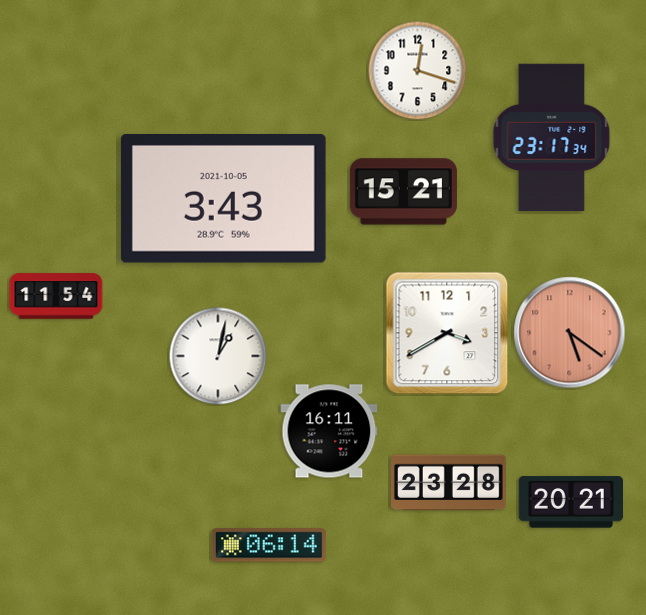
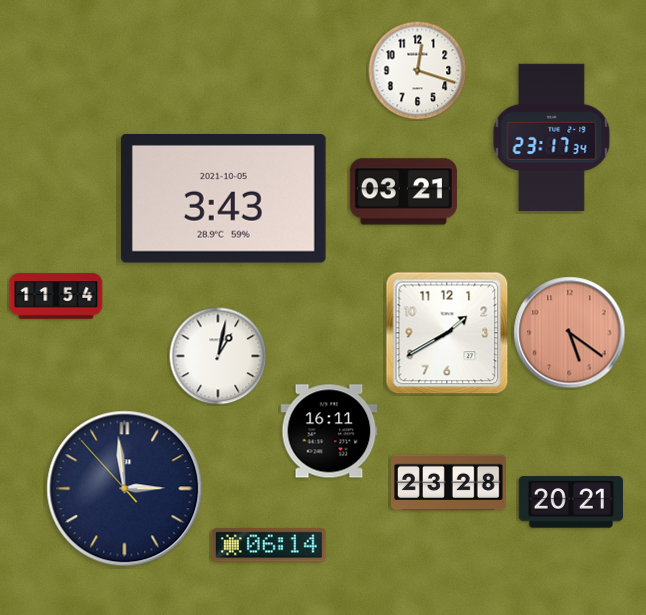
clock at (403, 192): 15:21 -> 03:21
clock at (447, 333): 3:40 -> 1:40
clock at (125, 489): none -> 2:58
